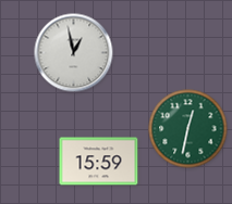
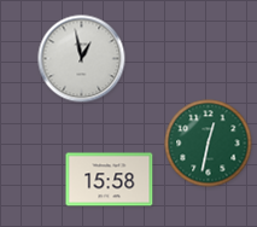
clock at (99, 162): 15:59 -> 15:58
